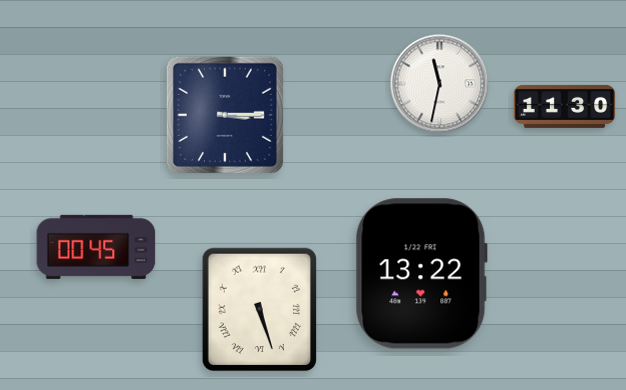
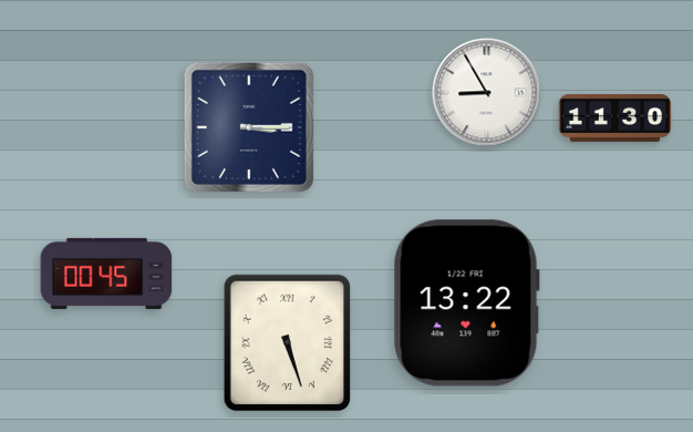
clock at (440, 84): 11:32 -> 8:55
clock at (565, 106) position: (565, 106) -> (616, 117)
